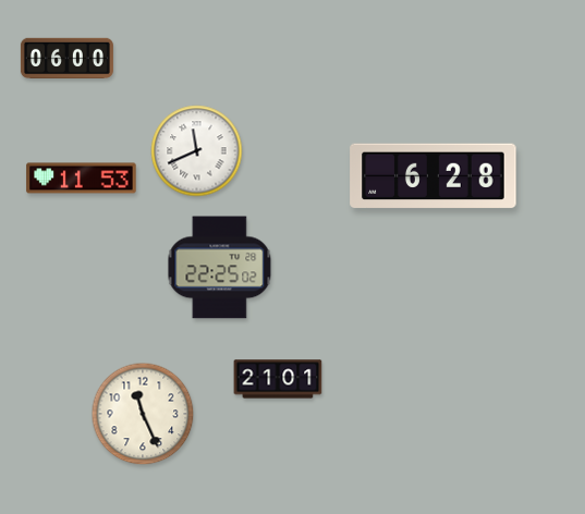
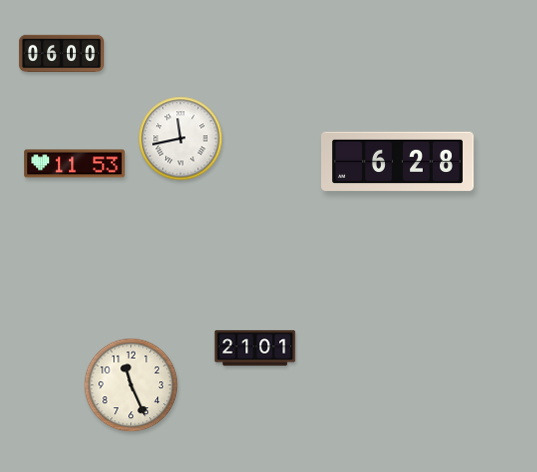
clock at (197, 151): 11:41 -> 11:43
clock at (220, 268): 22:25 -> none
clock at (143, 414) position: (143, 414) -> (131, 385)
